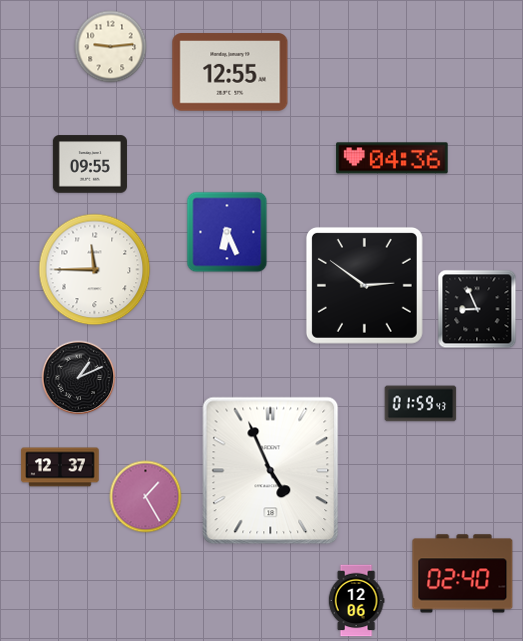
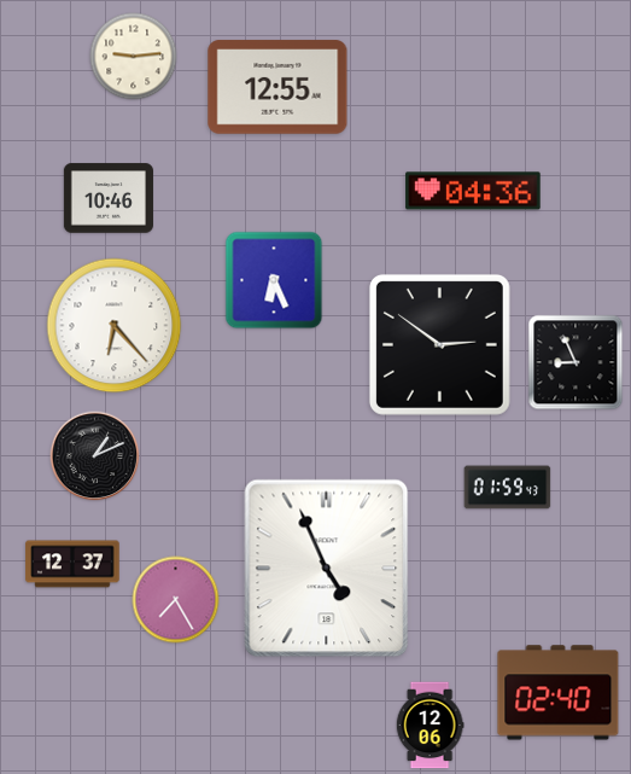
clock at (90, 164): 09:55 -> 10:46
clock at (95, 270): 11:45 -> 6:23
clock at (477, 309) position: (477, 309) -> (576, 362)
clock at (146, 497): 1:25 -> 7:25
